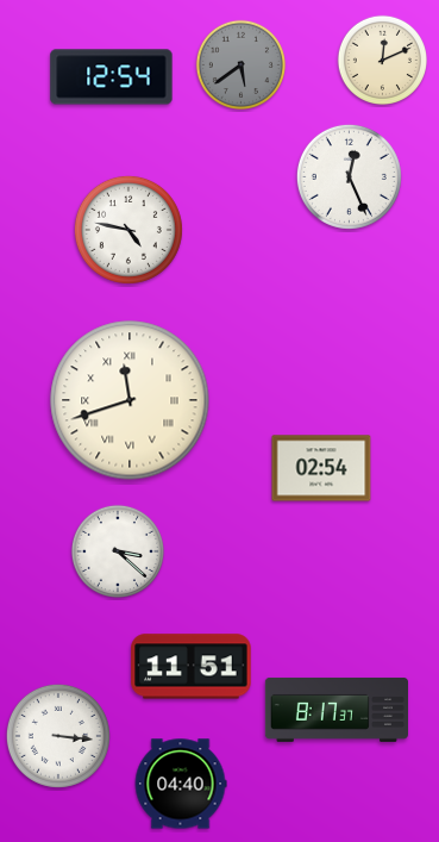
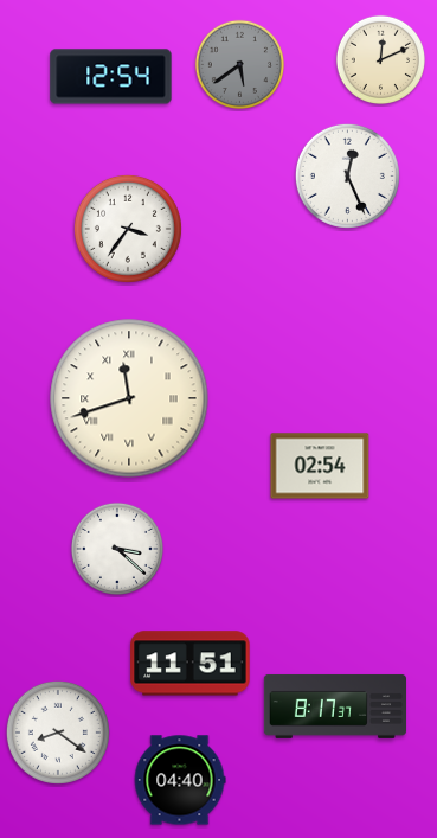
clock at (128, 230): 4:47 -> 3:36
clock at (58, 736): 3:16 -> 8:21
